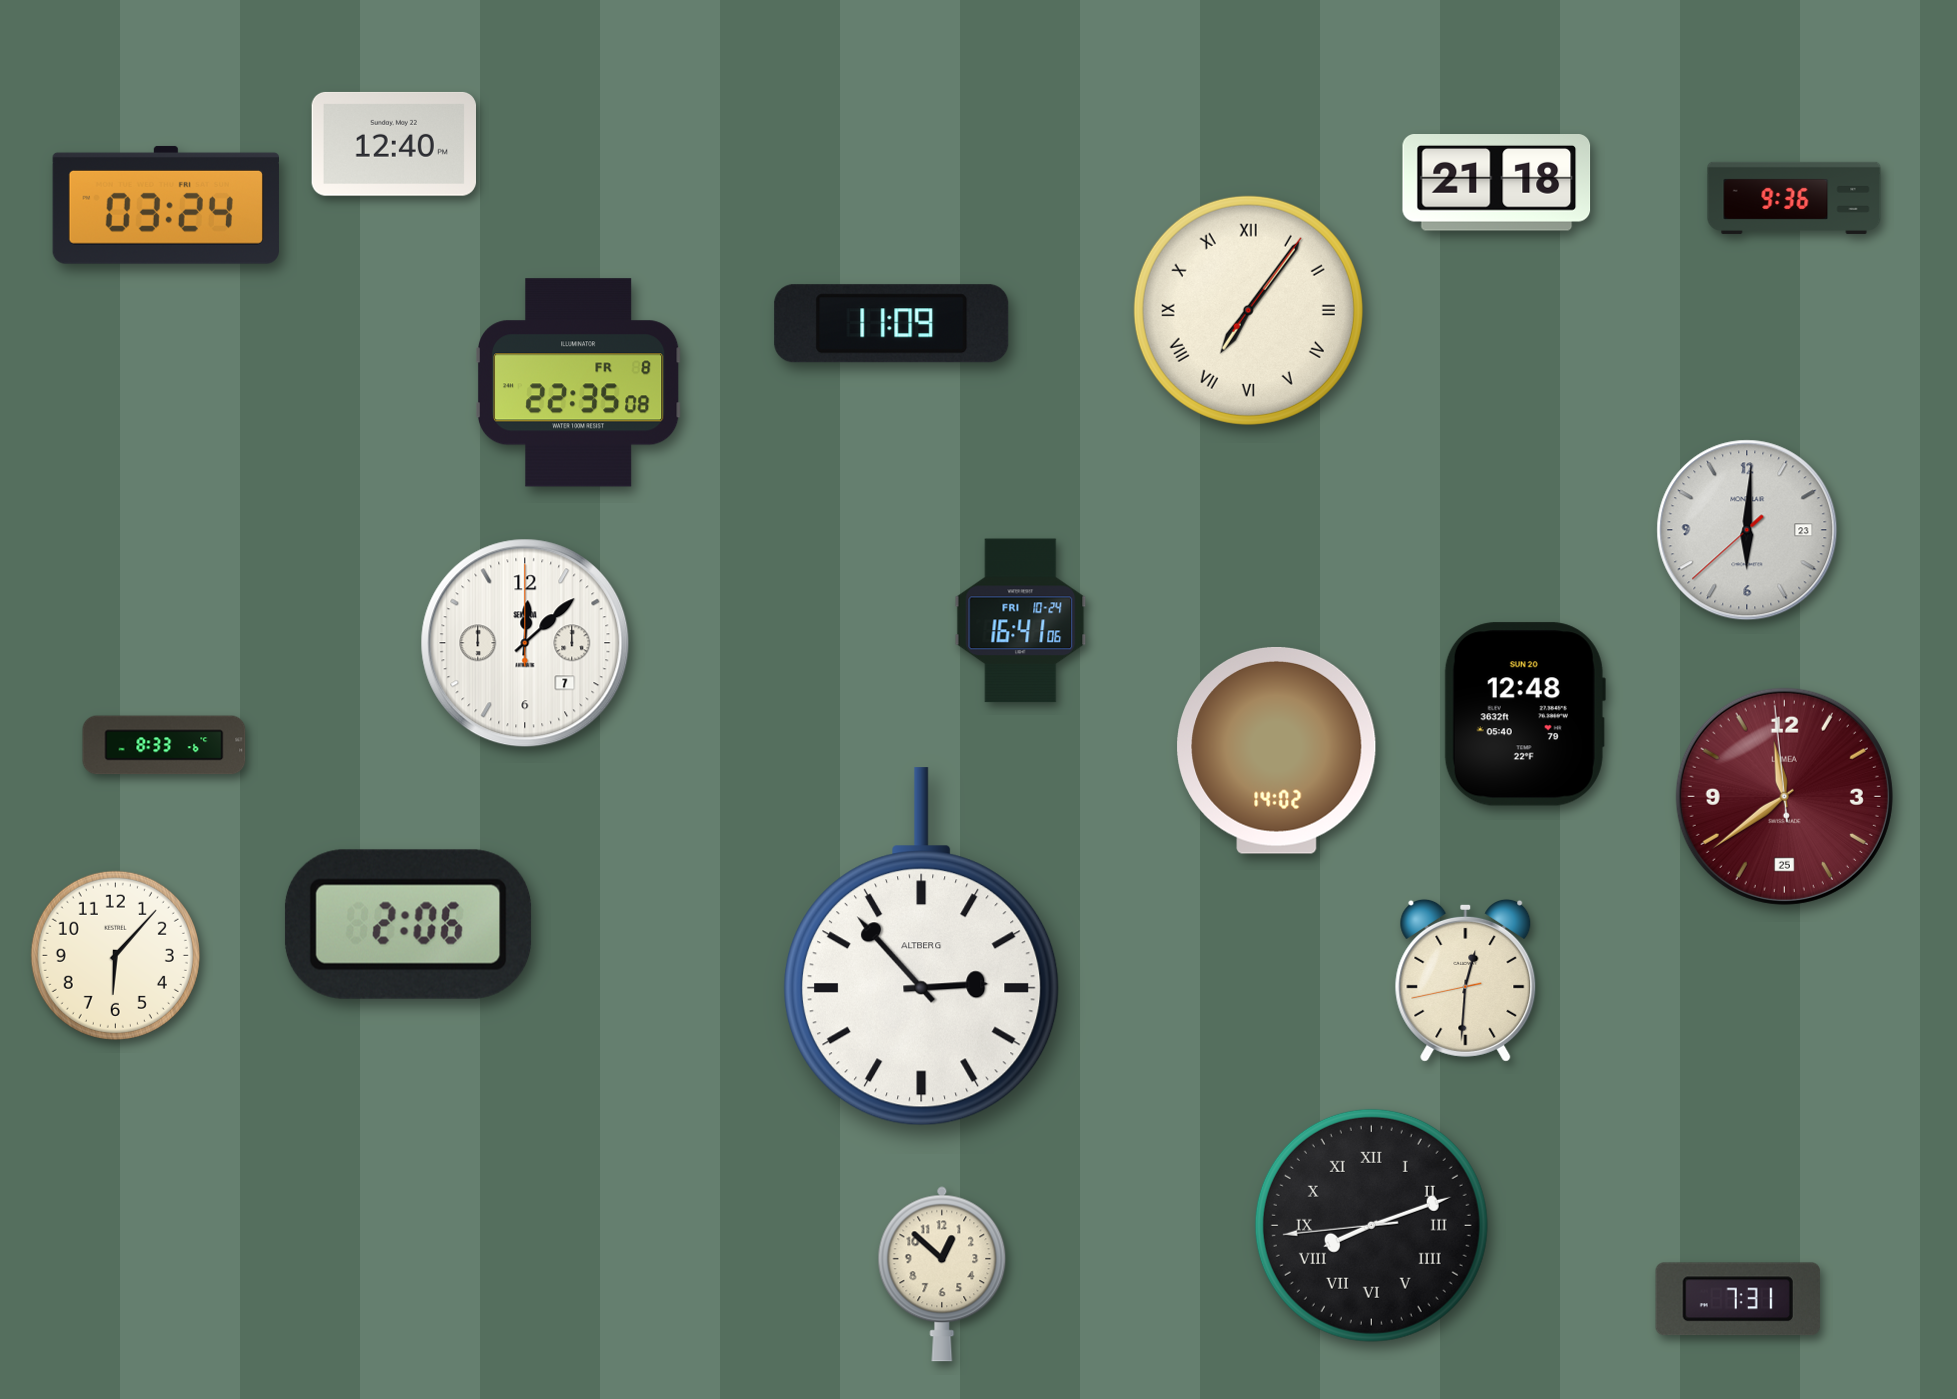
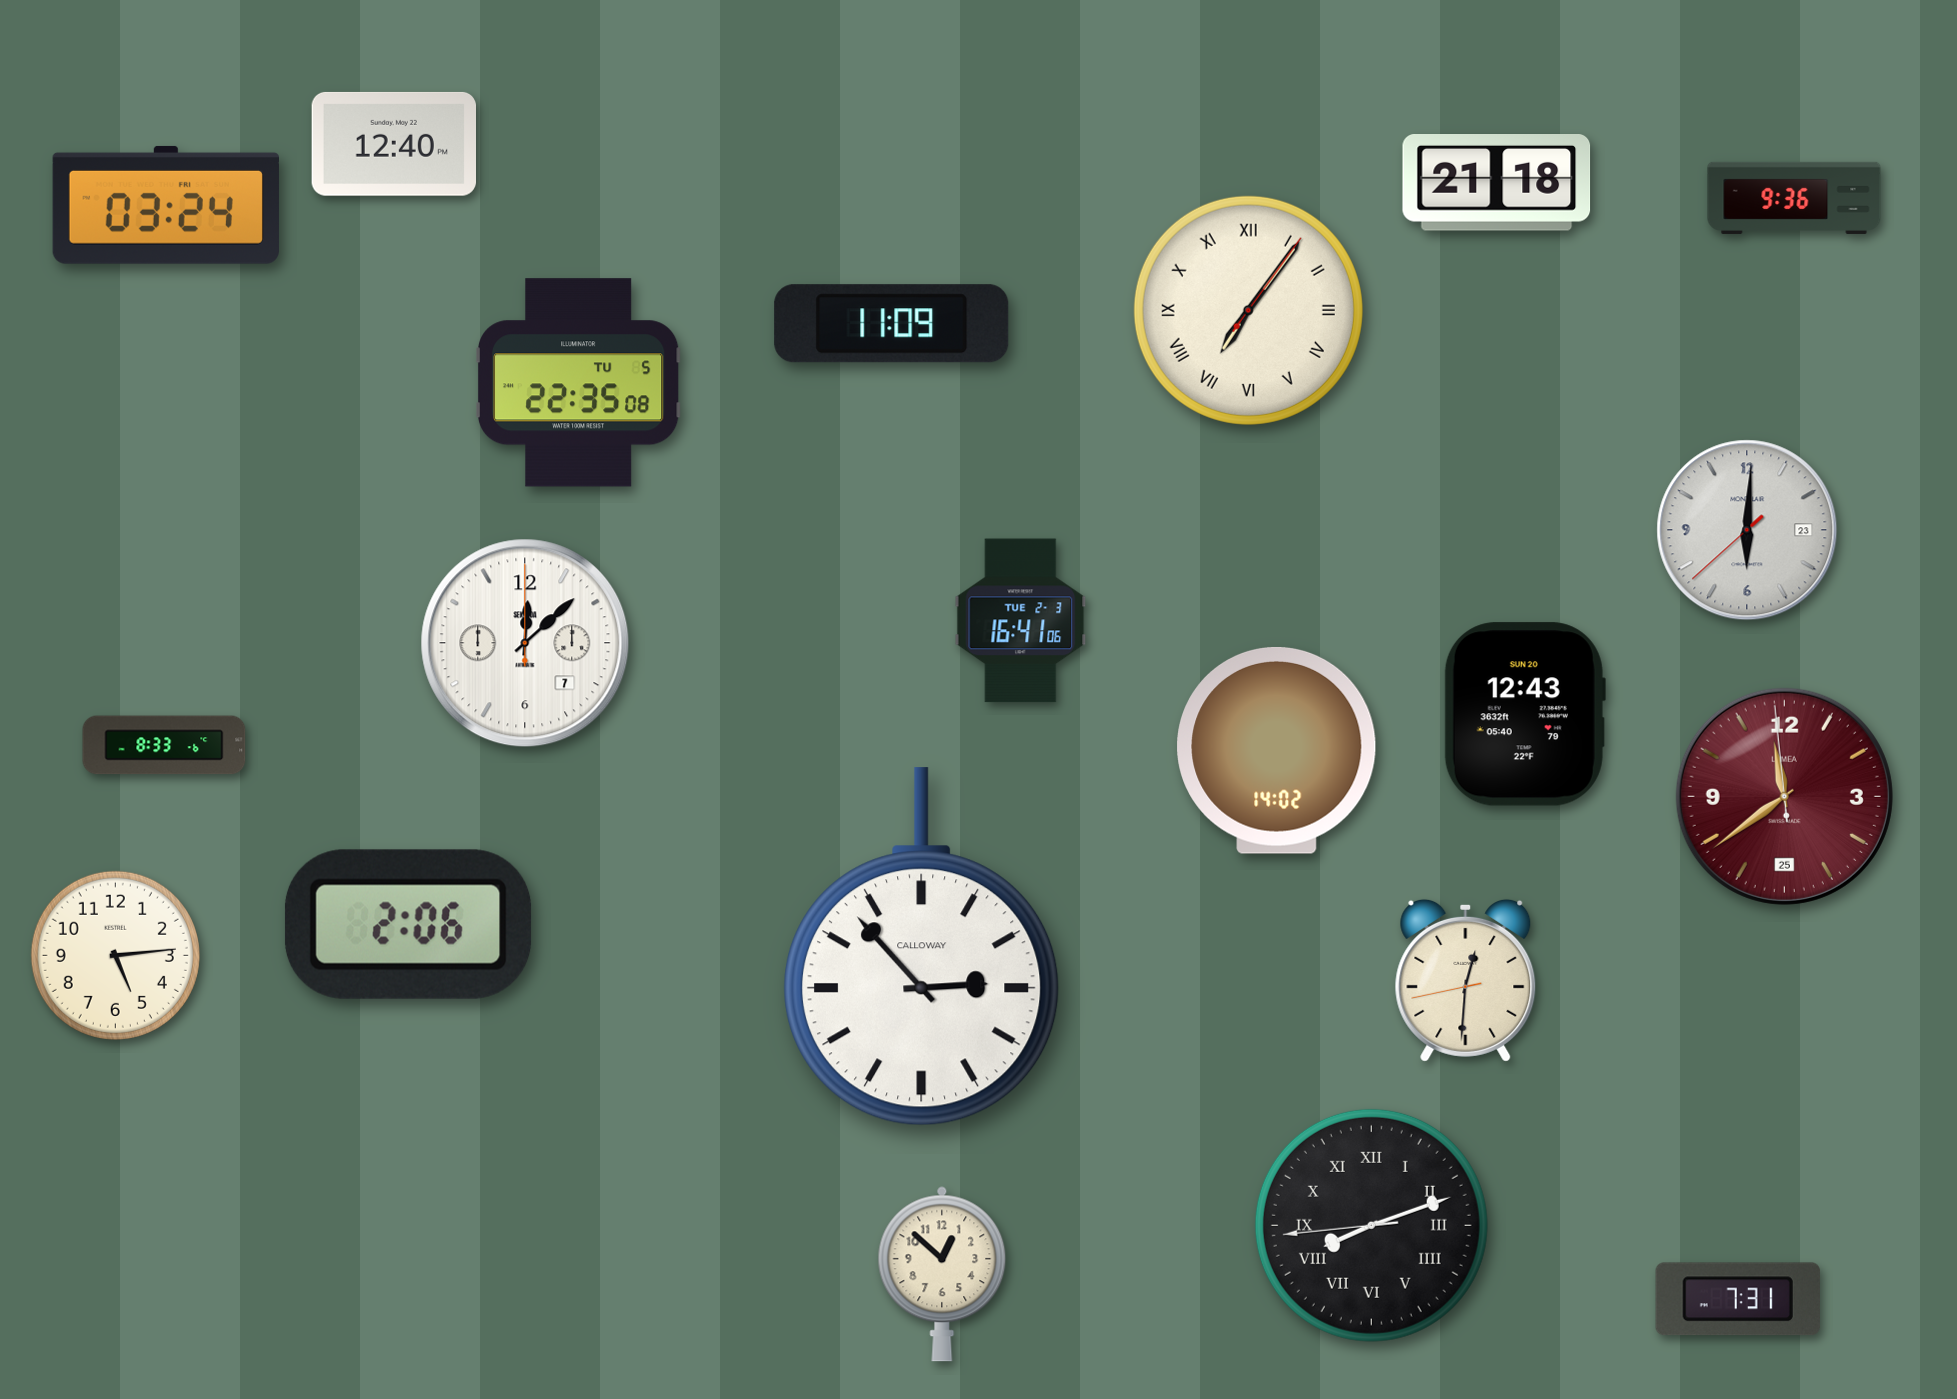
clock at (578, 383) date: FR 8 -> TU 5
clock at (1021, 621) date: FRI 10-24 -> TUE 2-3
clock at (1525, 714): 12:48 -> 12:43
clock at (922, 947) brand: ALTBERG -> CALLOWAY
clock at (115, 955): 6:07 -> 5:14
